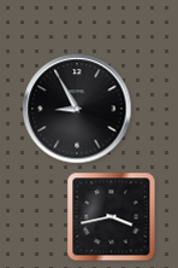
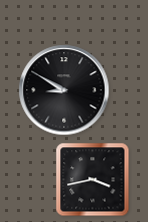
clock at (77, 109): 8:55 -> 8:50
